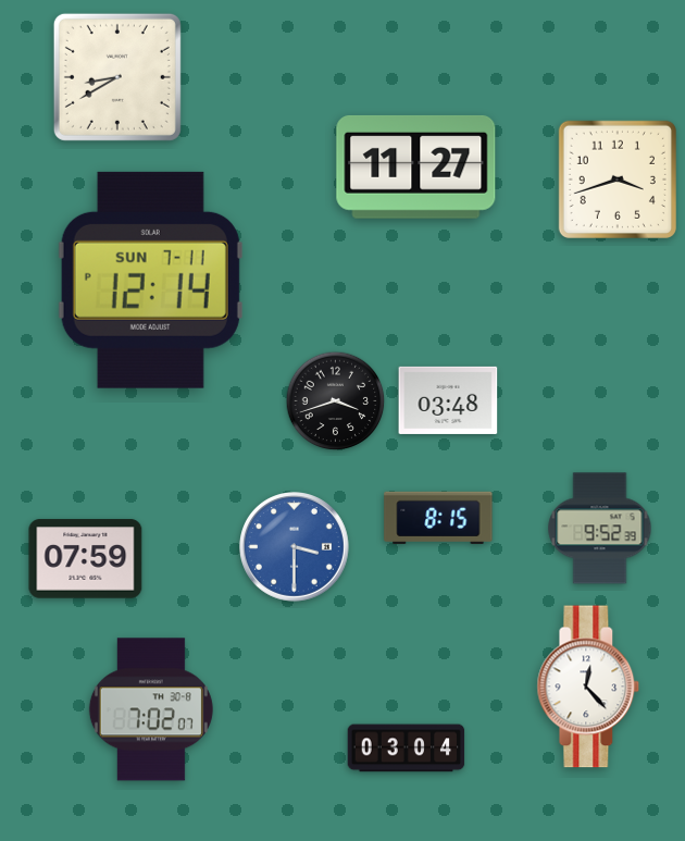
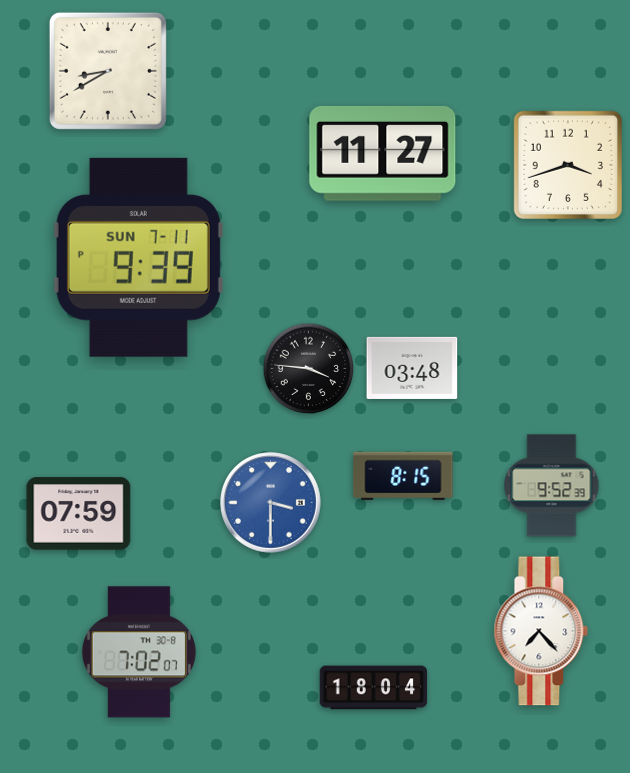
clock at (150, 280): 12:14 -> 9:39
clock at (336, 401): 3:42 -> 3:46
clock at (588, 687): 12:23 -> 7:23
clock at (407, 749): 03:04 -> 18:04
